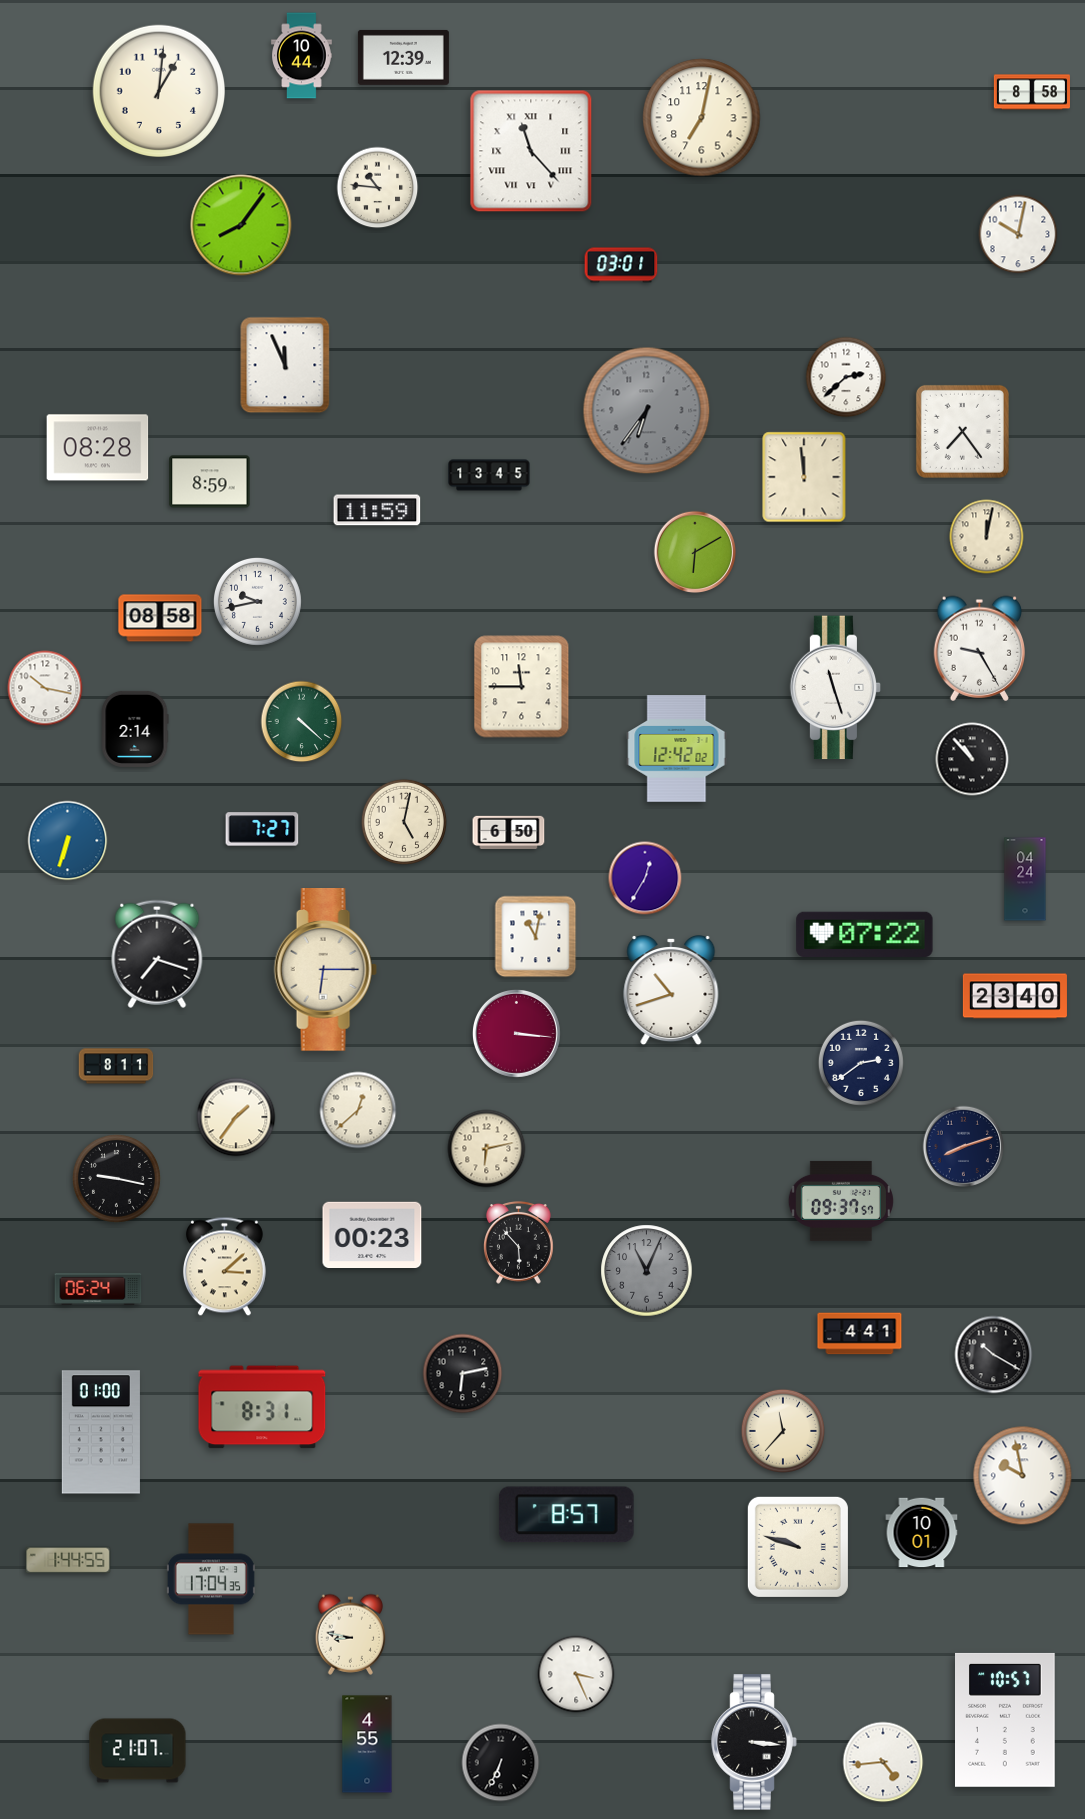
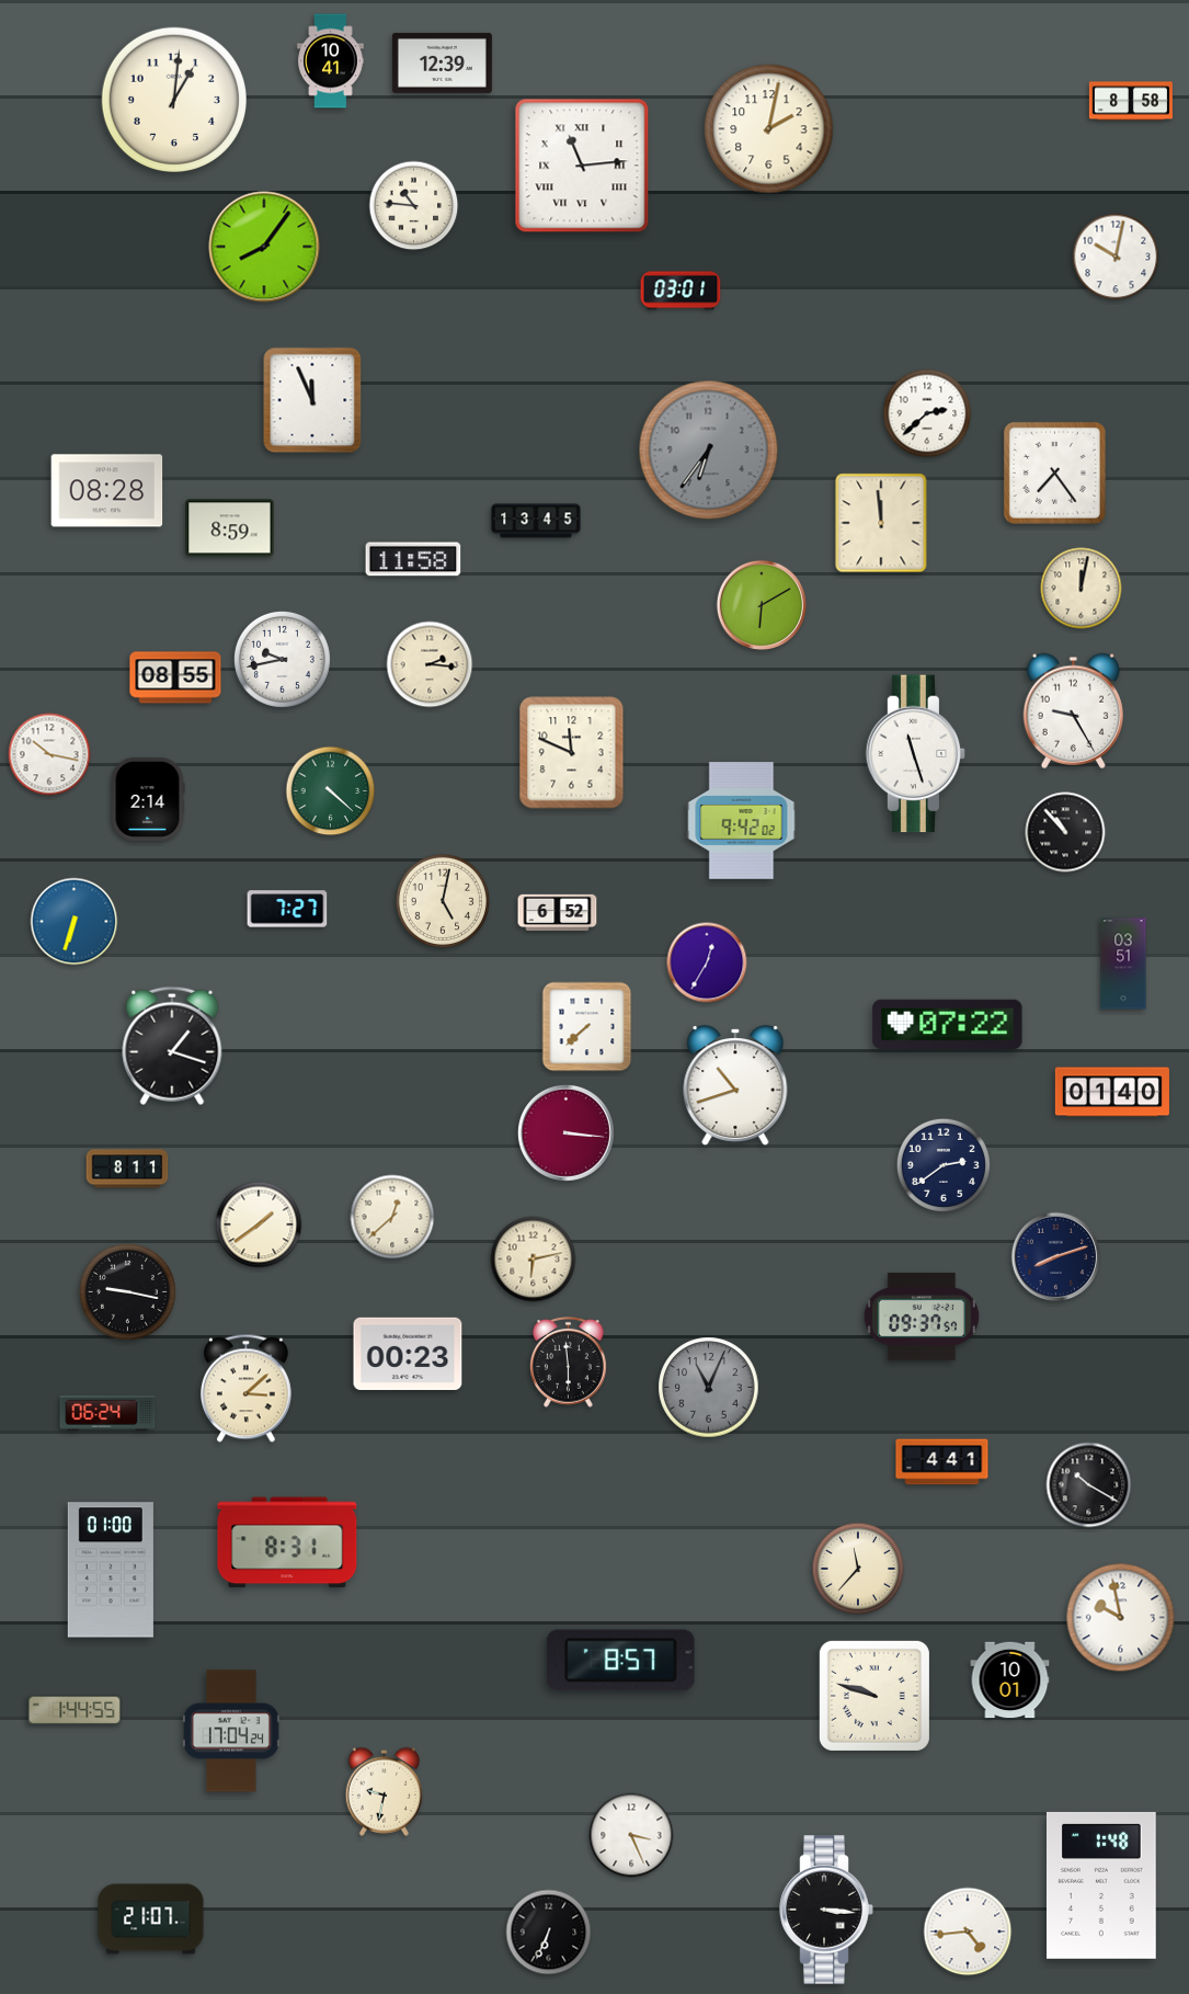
clock at (302, 56): 10:44 -> 10:41
clock at (702, 118): 7:02 -> 2:02
clock at (531, 151): 11:23 -> 11:14
clock at (377, 510): 11:59 -> 11:58
clock at (430, 664): none -> 2:16
clock at (160, 618): 08:58 -> 08:55
clock at (522, 687): 11:45 -> 11:49
clock at (677, 749): 12:42 -> 9:42
clock at (509, 832): 6:50 -> 6:52
clock at (1025, 879): 04:24 -> 03:51
clock at (536, 937): 11:02 -> 7:38
clock at (157, 954): 7:18 -> 1:18
clock at (325, 970): 6:15 -> none
clock at (1015, 996): 23:40 -> 01:40
clock at (236, 1117): 1:36 -> 1:39
clock at (519, 1242): 5:53 -> 5:59
clock at (647, 1271) position: (647, 1271) -> (709, 1388)
clock at (463, 1374): 6:13 -> none
clock at (211, 1579): 17:04:35 -> 17:04:24
clock at (351, 1634): 8:47 -> 9:32
clock at (1006, 1720): 10:57 -> 1:48
clock at (367, 1744): 4:55 -> none
